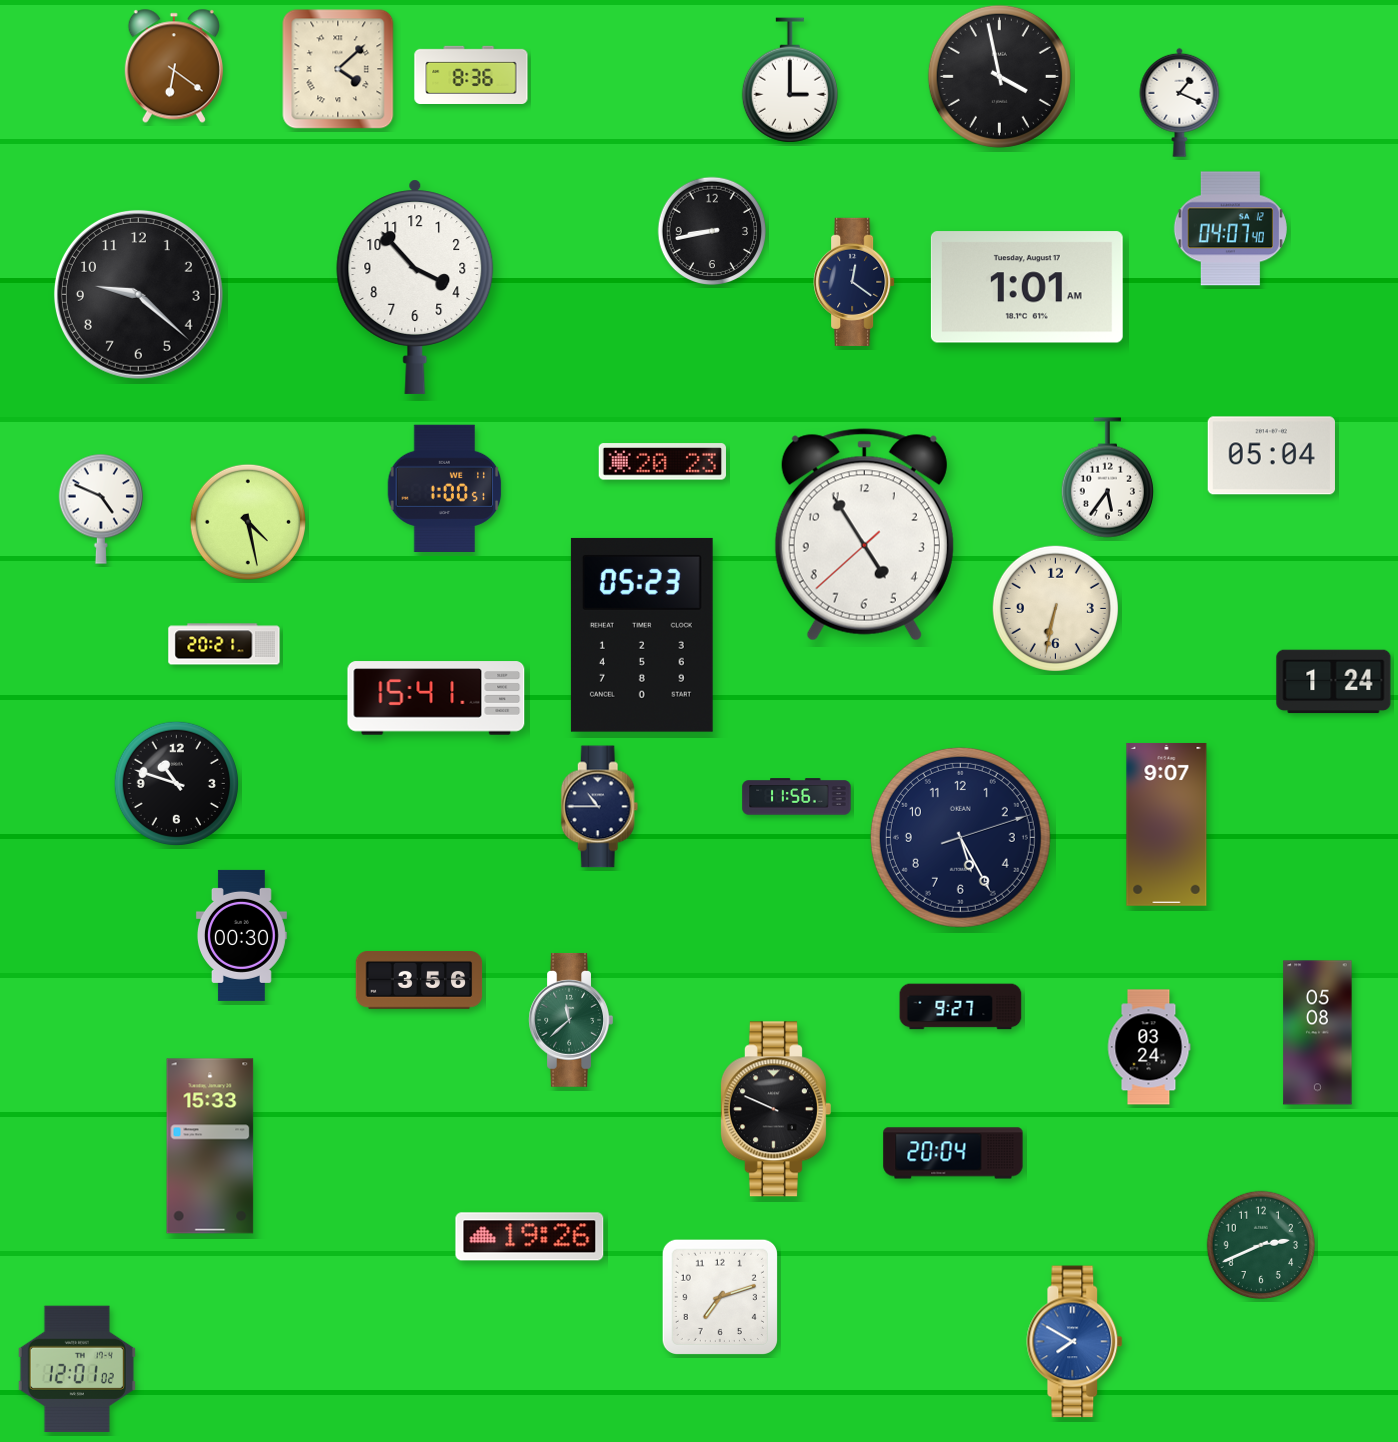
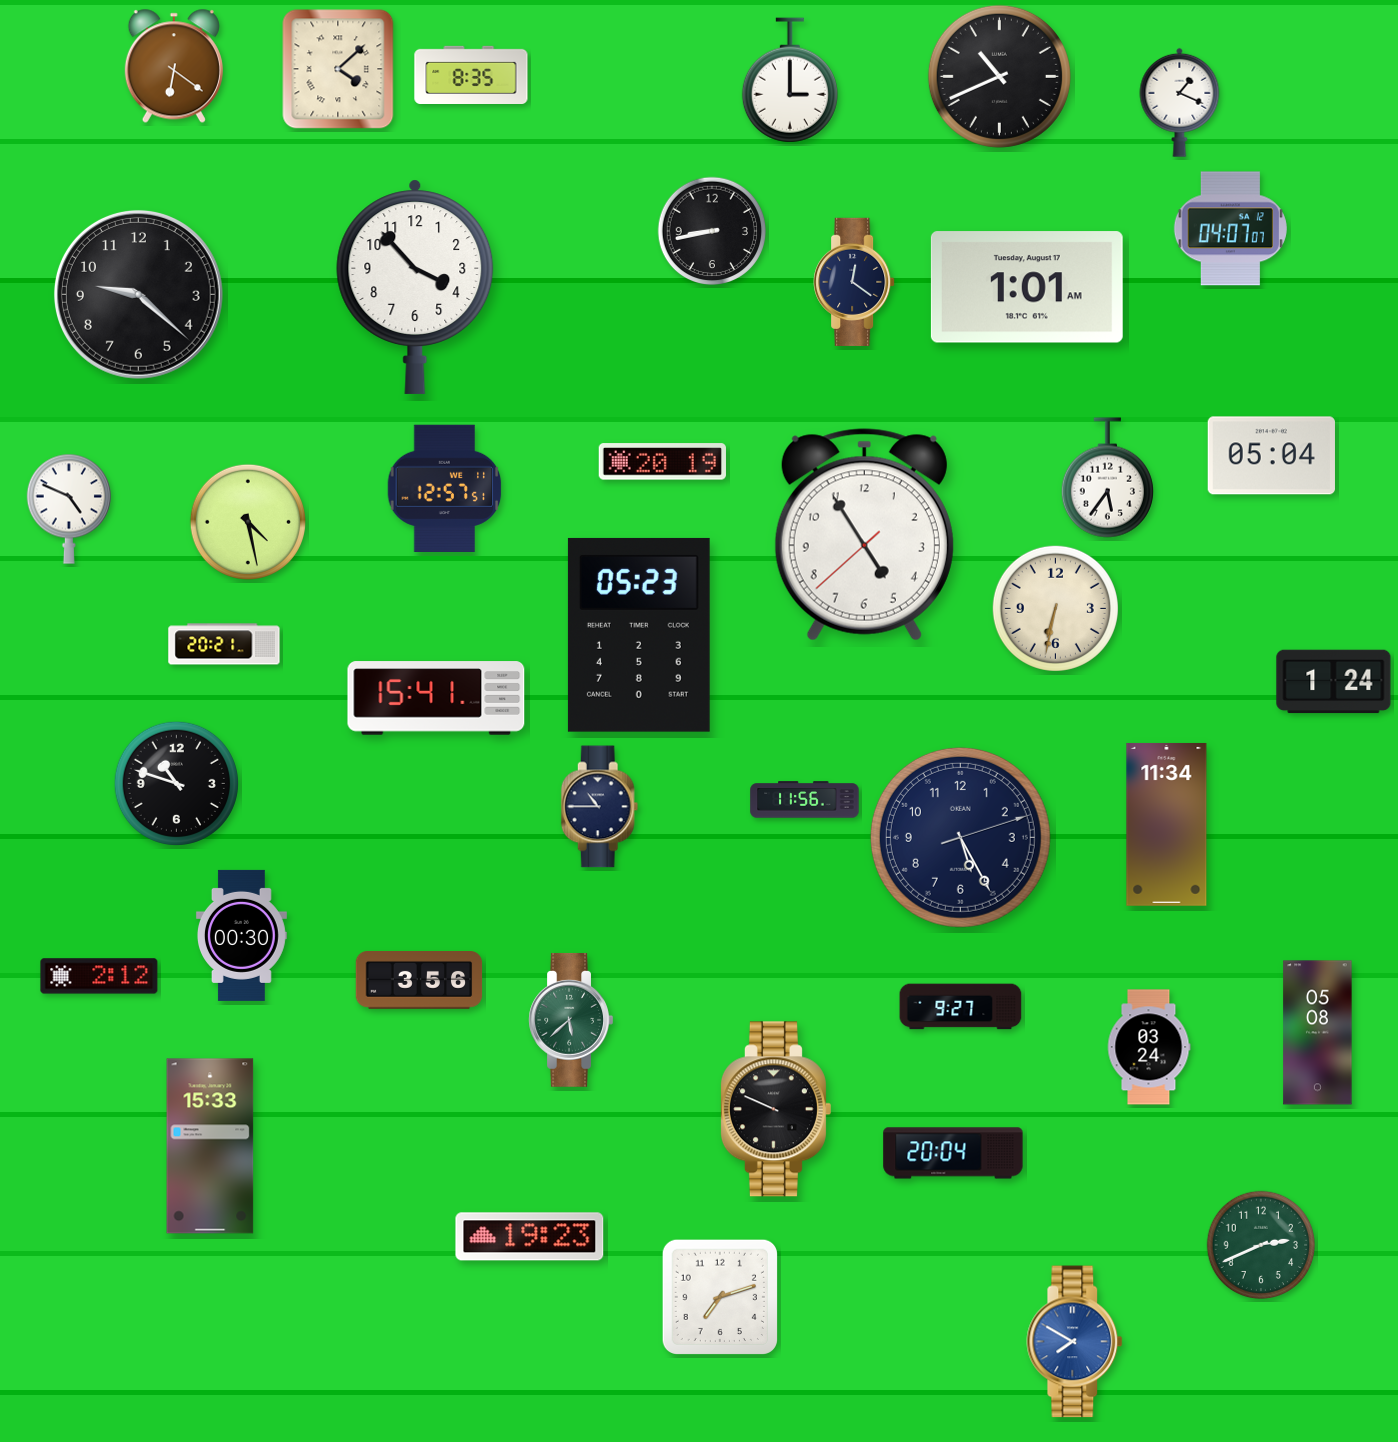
clock at (471, 74): 8:36 -> 8:35
clock at (999, 76): 3:58 -> 10:41
clock at (1230, 229): 04:07:40 -> 04:07:07
clock at (662, 462): 20:23 -> 20:19
clock at (445, 488): 1:00 -> 12:57
clock at (100, 509) position: (100, 509) -> (68, 509)
clock at (642, 635) position: (642, 635) -> (639, 635)
clock at (797, 797) position: (797, 797) -> (805, 800)
clock at (1167, 824): 9:07 -> 11:34
clock at (99, 976): none -> 2:12
clock at (571, 1020): 11:38 -> 5:38
clock at (530, 1237): 19:26 -> 19:23
clock at (77, 1368): 12:01 -> none
